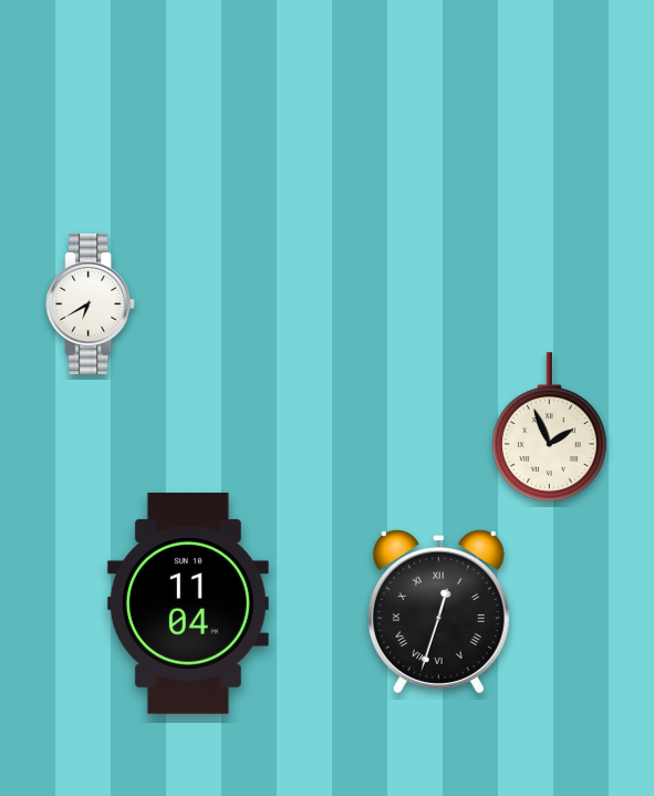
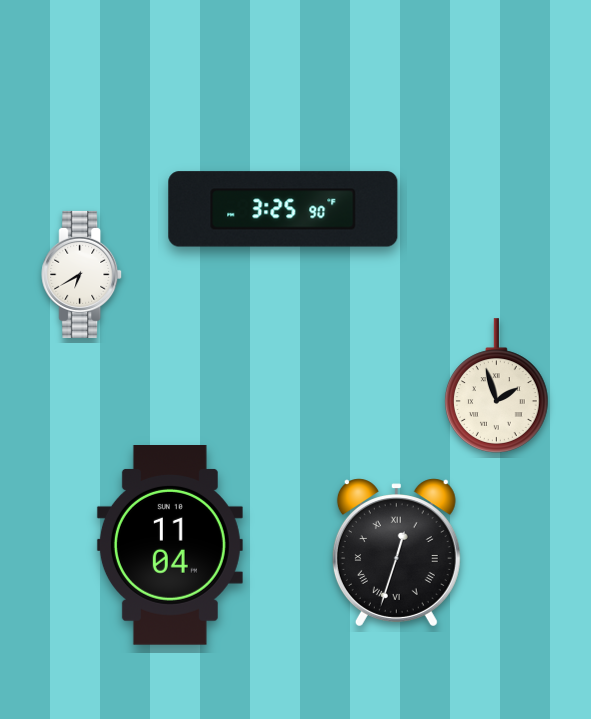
clock at (283, 209): none -> 3:25
clock at (549, 427): 1:56 -> 1:57
